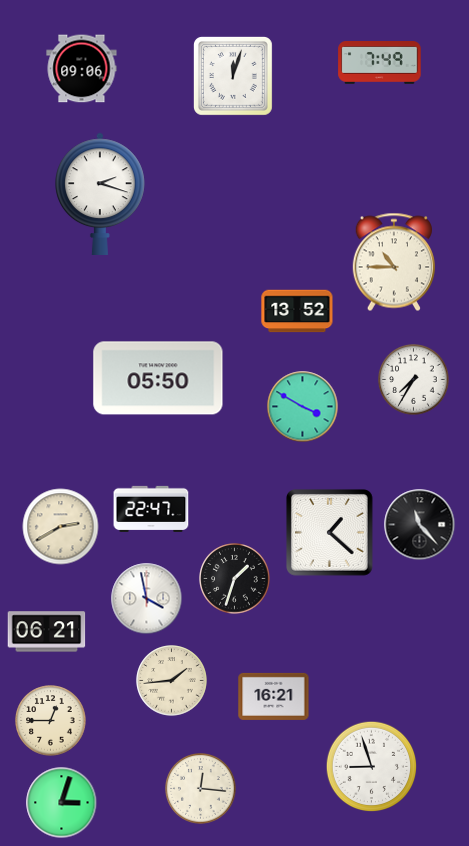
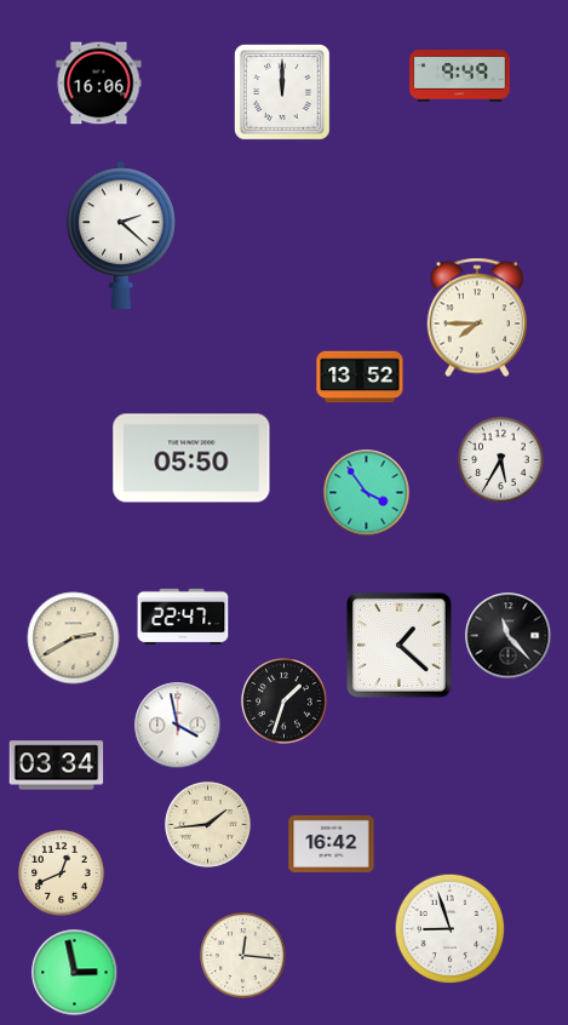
clock at (380, 63): 7:49 -> 9:49
clock at (82, 69): 09:06 -> 16:06
clock at (233, 76): 12:03 -> 12:00
clock at (101, 193): 2:18 -> 2:22
clock at (394, 262): 10:45 -> 7:45
clock at (414, 380): 7:35 -> 5:35
clock at (303, 407): 3:50 -> 3:54
clock at (47, 632): 06:21 -> 03:34
clock at (274, 696): 16:21 -> 16:42
clock at (51, 721): 12:45 -> 12:41
clock at (62, 803): 3:03 -> 2:58
